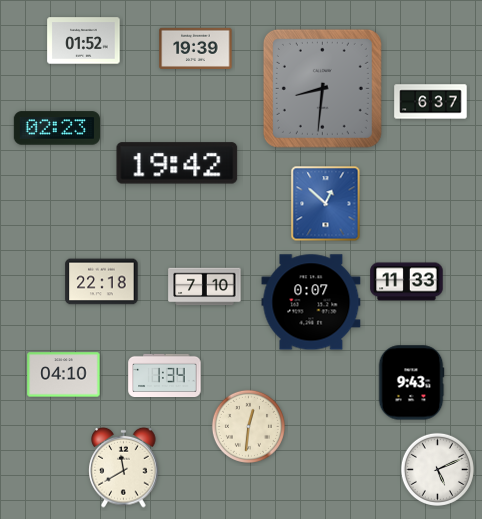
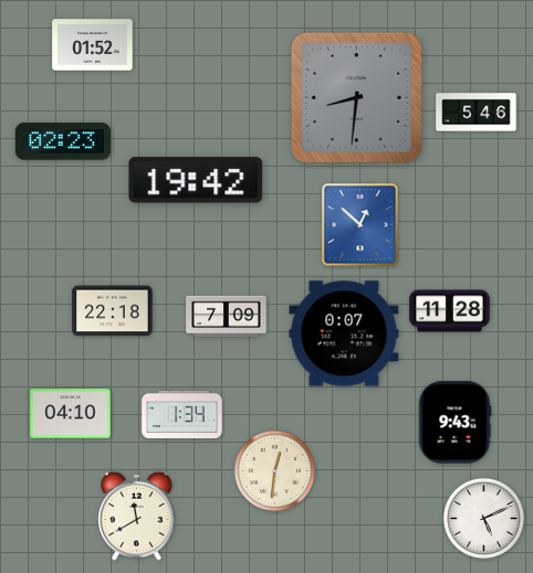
clock at (196, 48): 19:39 -> none
clock at (431, 102): 6:37 -> 5:46
clock at (407, 282): 11:33 -> 11:28
clock at (205, 287): 7:10 -> 7:09
